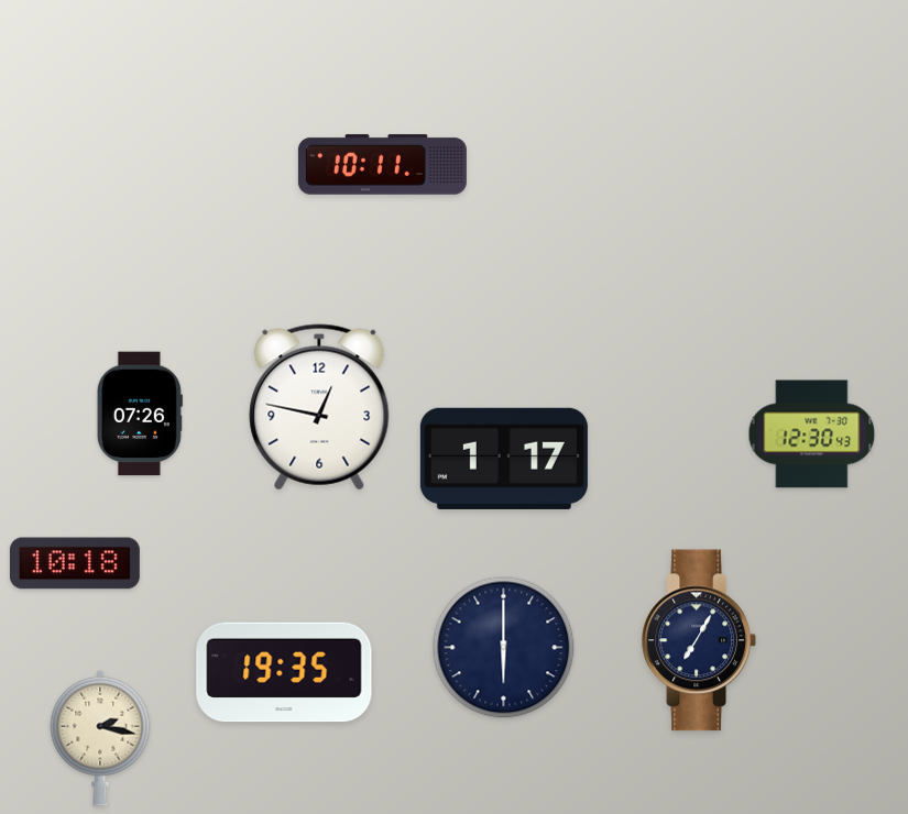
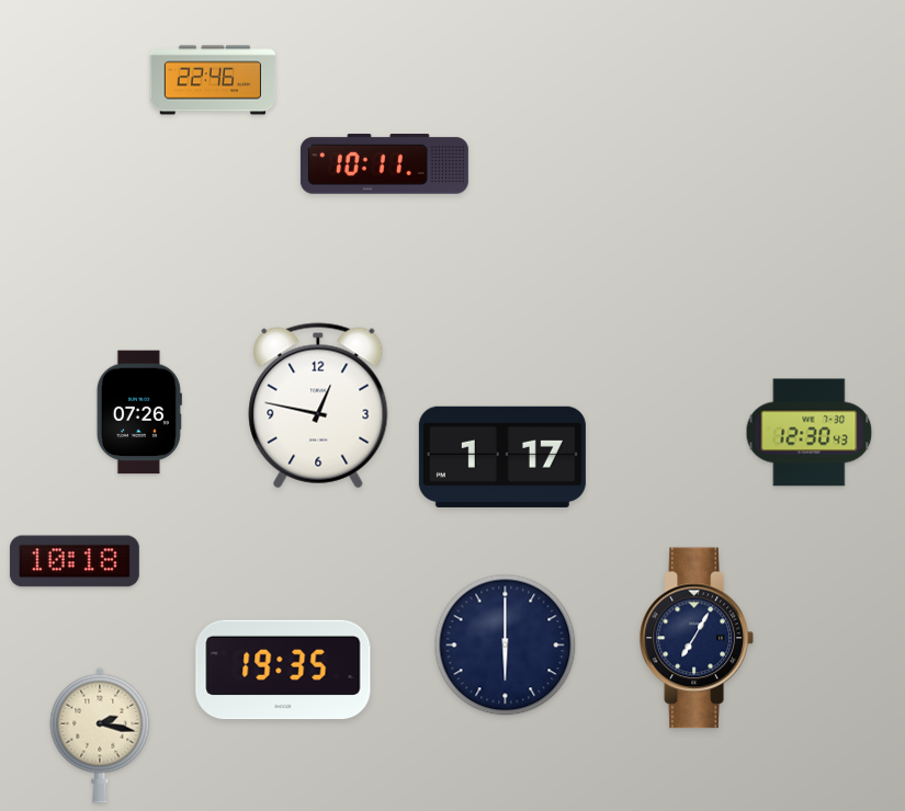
clock at (213, 80): none -> 22:46
clock at (382, 165) position: (382, 165) -> (384, 164)
clock at (504, 648) position: (504, 648) -> (506, 646)
